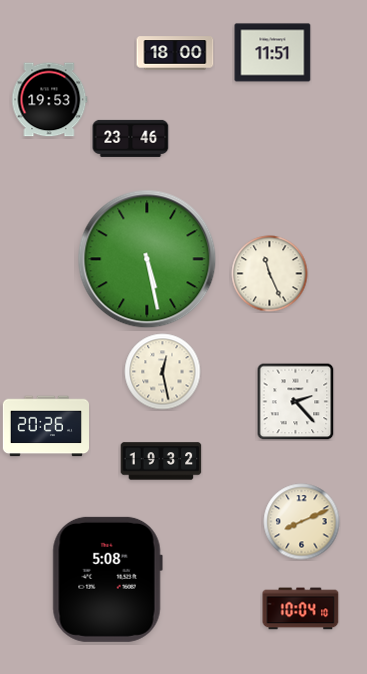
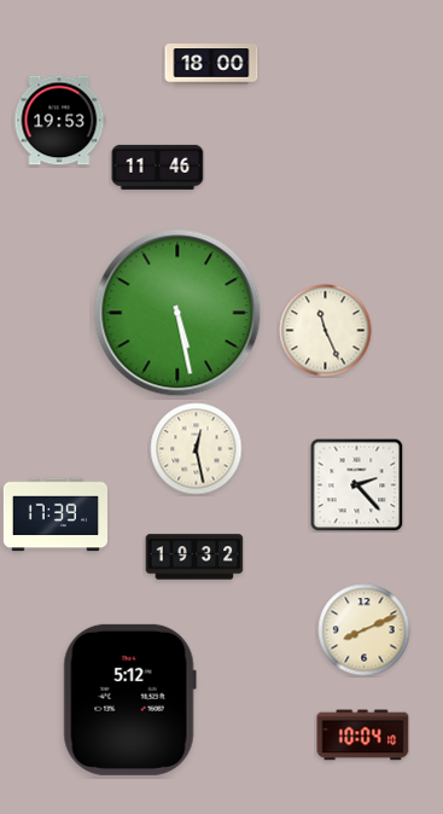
clock at (273, 53): 11:51 -> none
clock at (131, 138): 23:46 -> 11:46
clock at (45, 426): 20:26 -> 17:39
clock at (107, 579): 5:08 -> 5:12
